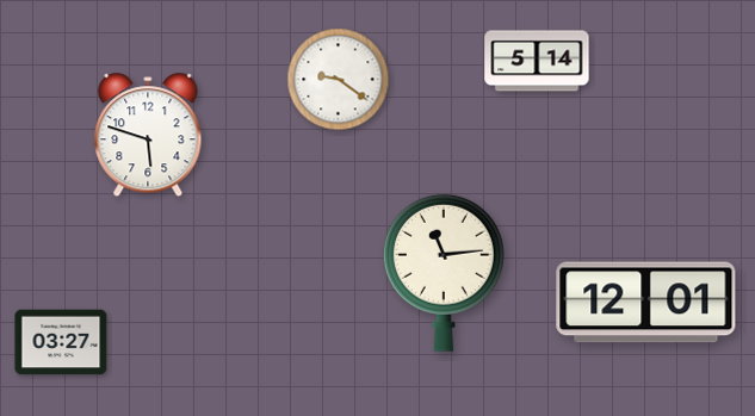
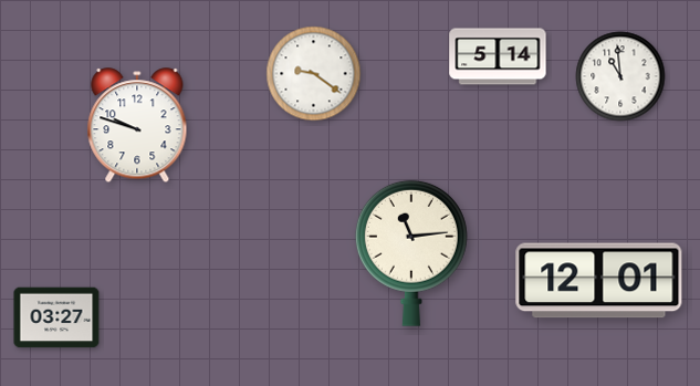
clock at (620, 76): none -> 10:59
clock at (148, 136): 5:48 -> 9:48
